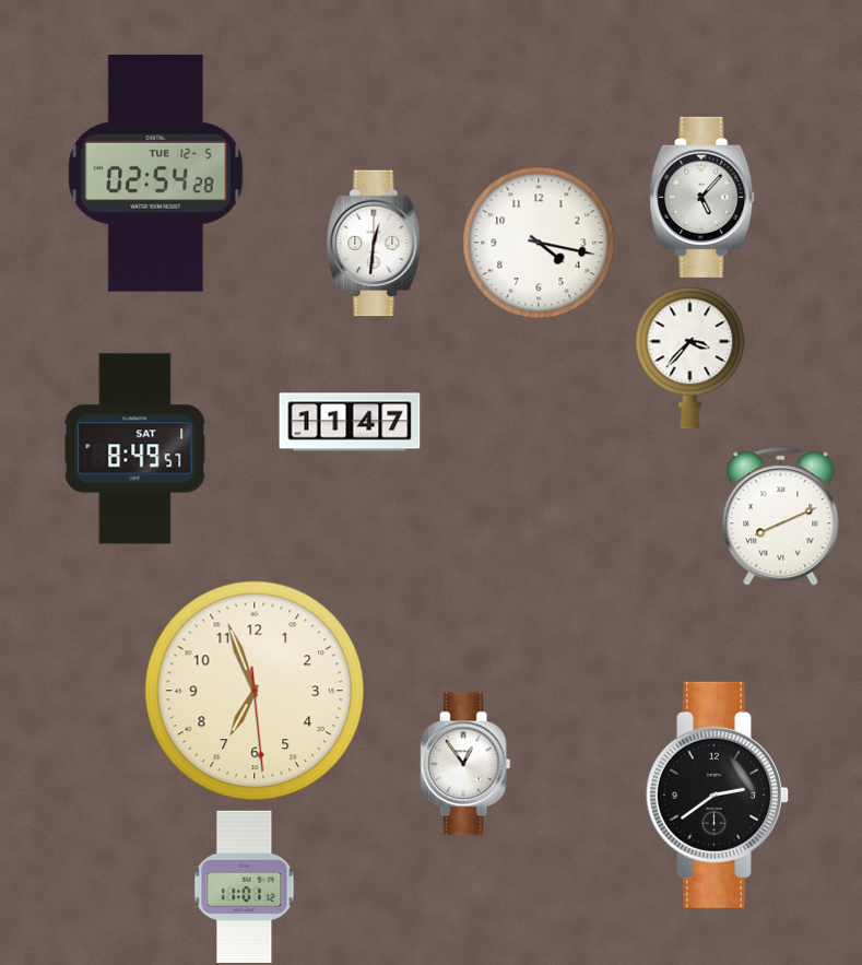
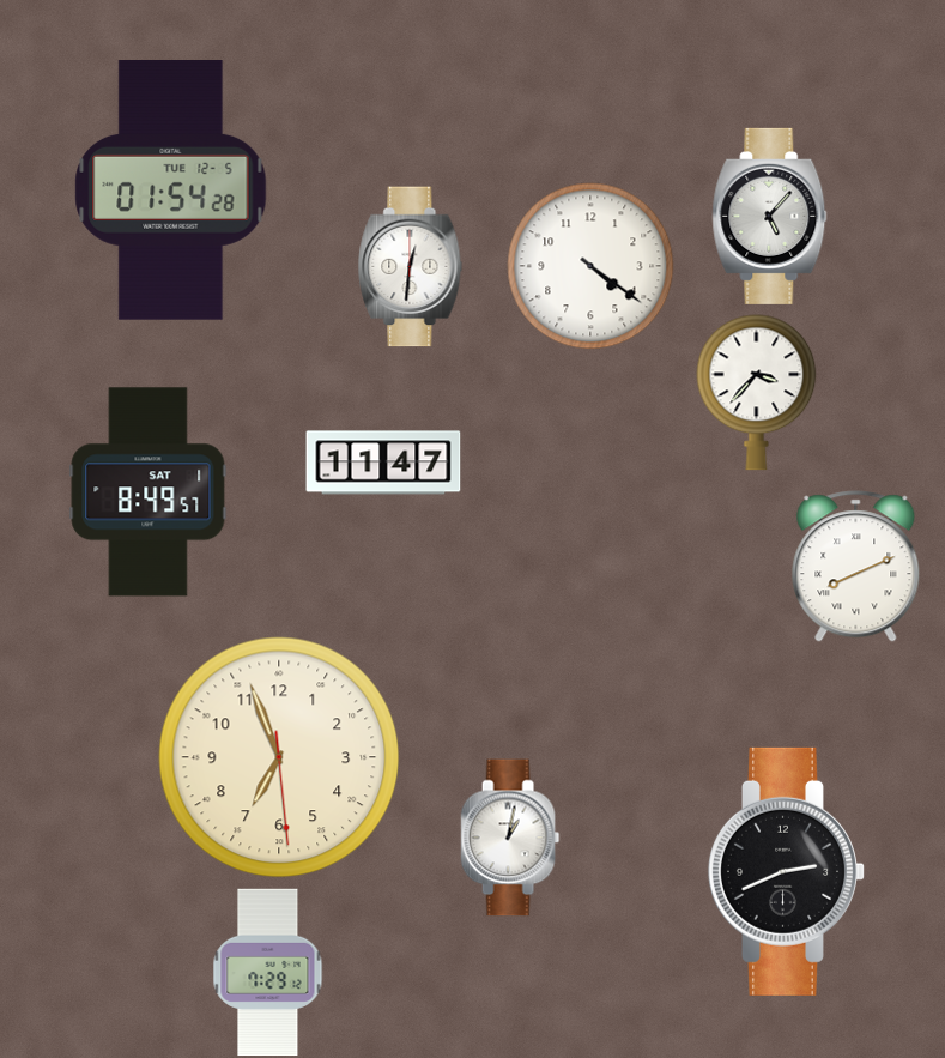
clock at (156, 174): 02:54 -> 01:54
clock at (539, 243): 4:17 -> 4:21
clock at (465, 764): 12:54 -> 1:02
clock at (717, 795): 2:39 -> 2:41
clock at (245, 887): 11:01 -> 7:29
